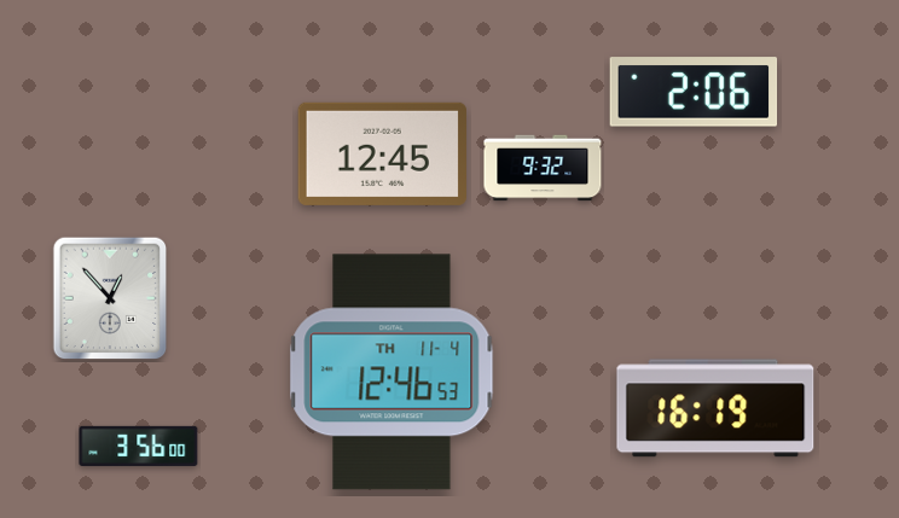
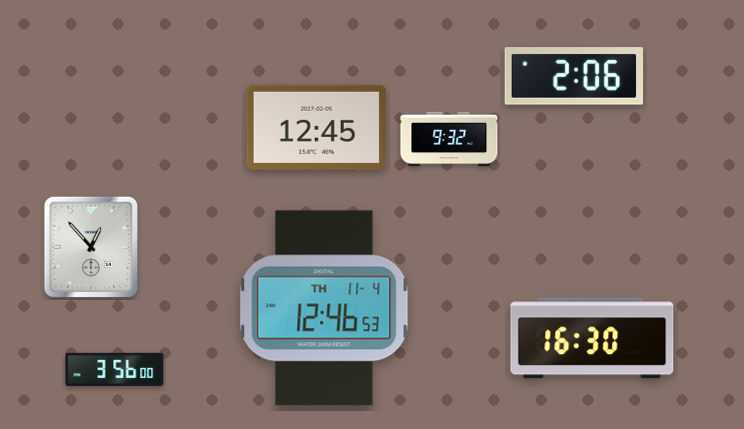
clock at (715, 408): 16:19 -> 16:30
